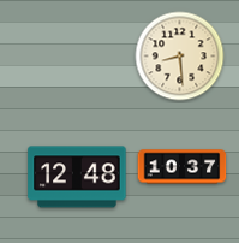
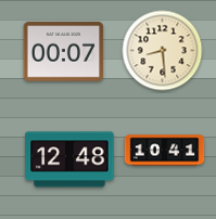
clock at (64, 52): none -> 00:07
clock at (183, 167): 10:37 -> 10:41
